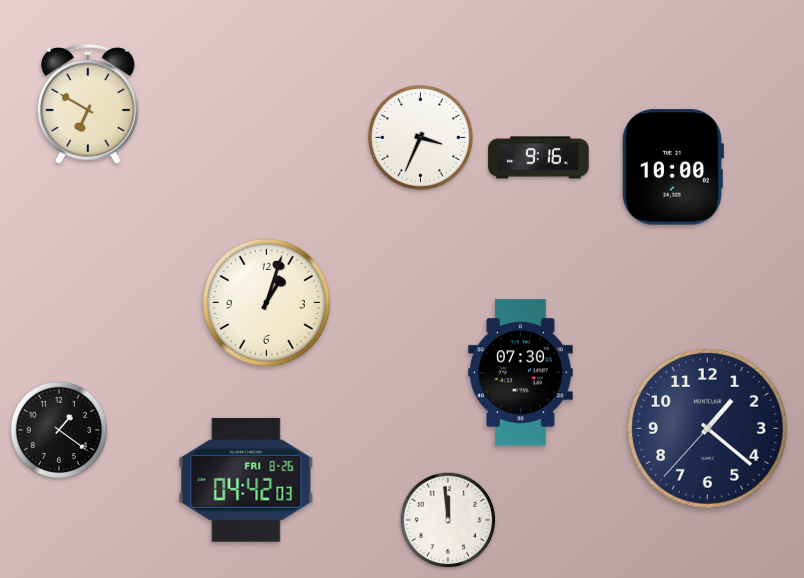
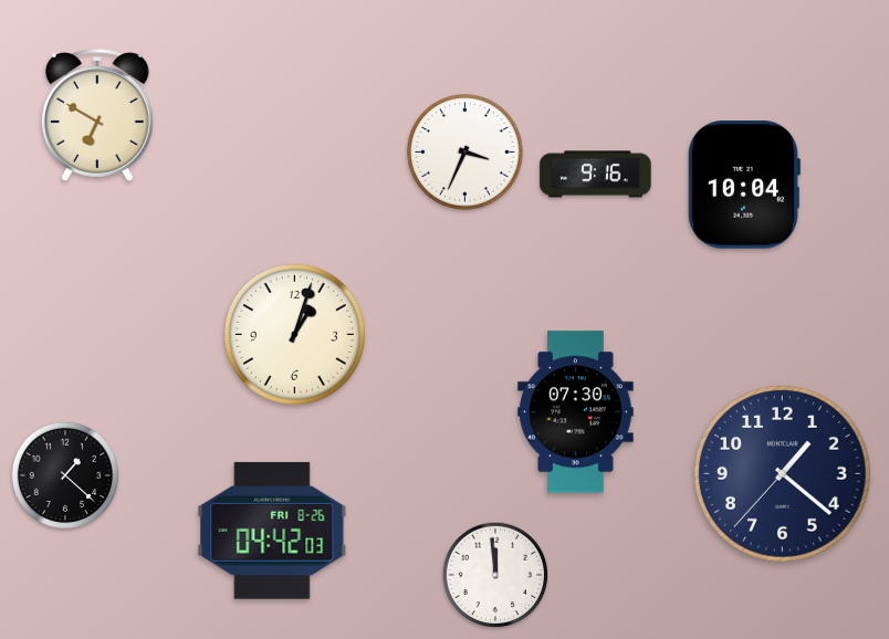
clock at (672, 167): 10:00 -> 10:04
clock at (59, 430): 1:21 -> 1:22
